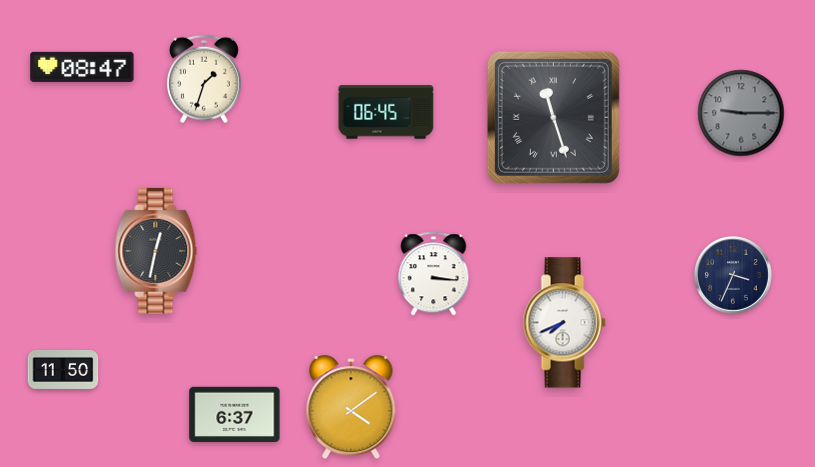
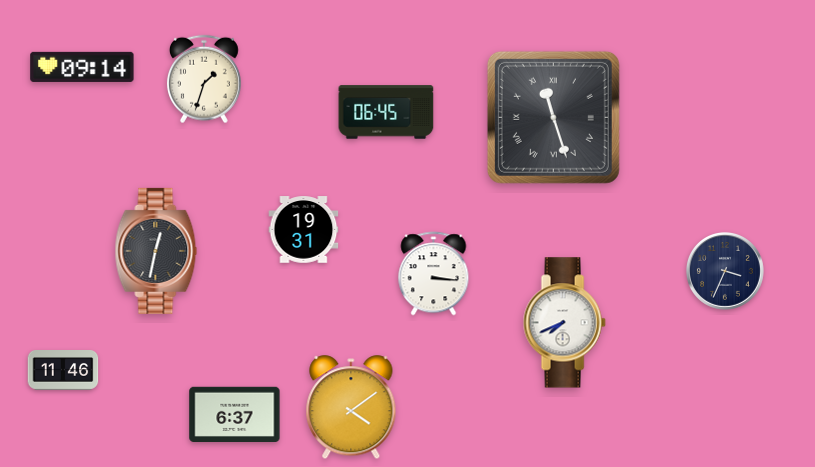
clock at (82, 67): 08:47 -> 09:14
clock at (741, 113): 9:15 -> none
clock at (304, 230): none -> 19:31
clock at (733, 275) position: (733, 275) -> (725, 271)
clock at (63, 370): 11:50 -> 11:46
